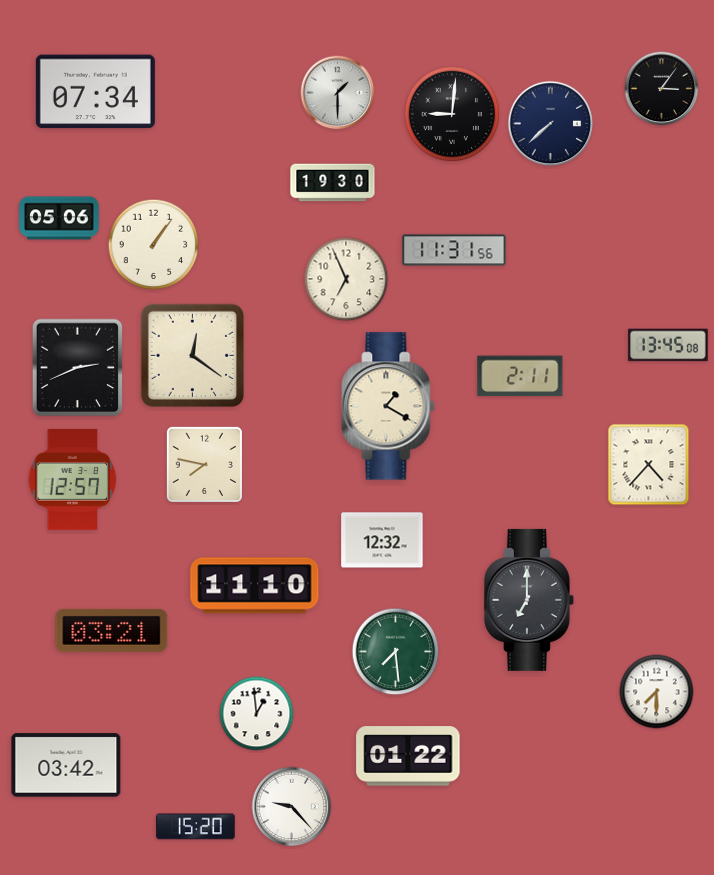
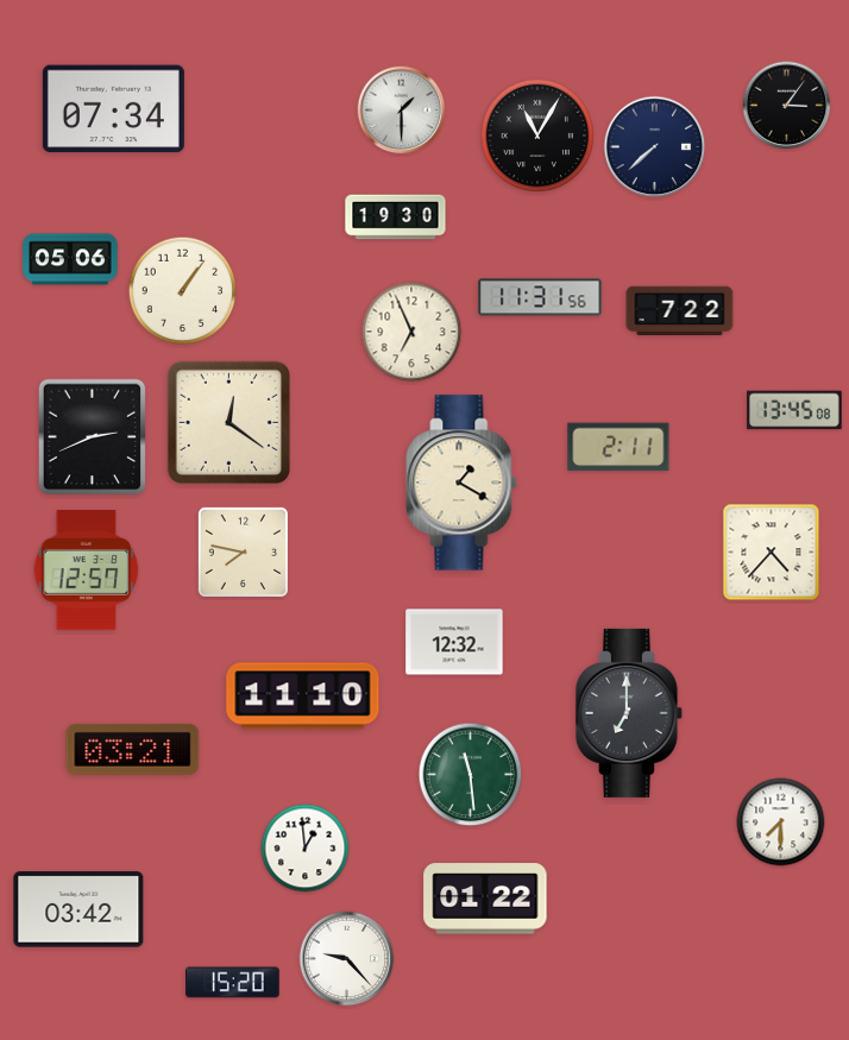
clock at (451, 113): 9:01 -> 11:05
clock at (680, 311): none -> 7:22
clock at (396, 652): 7:29 -> 11:29
